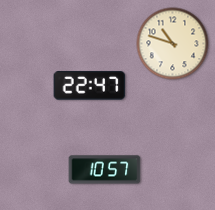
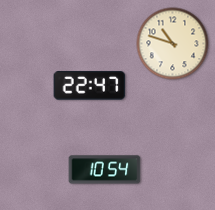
clock at (105, 170): 10:57 -> 10:54
